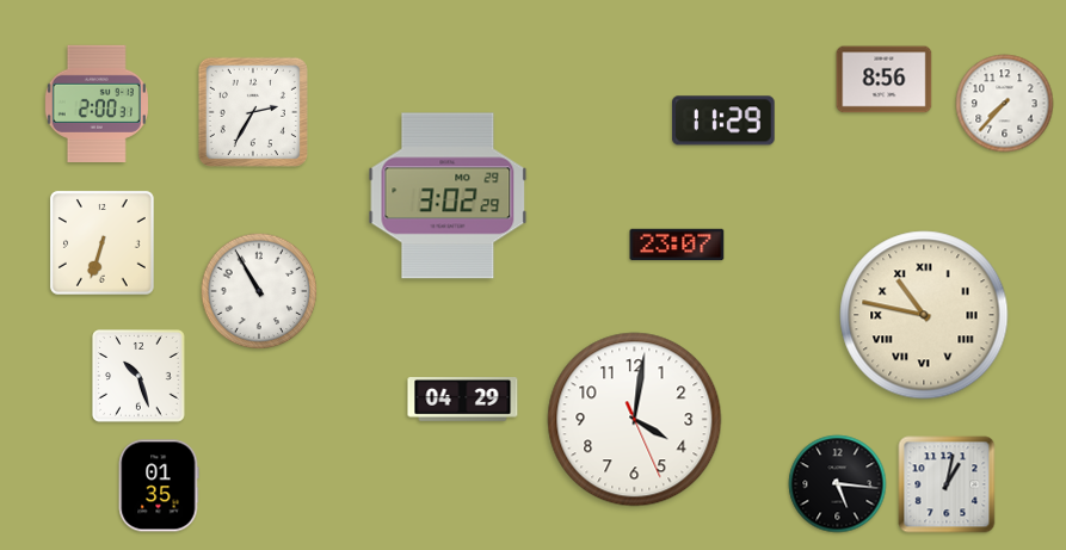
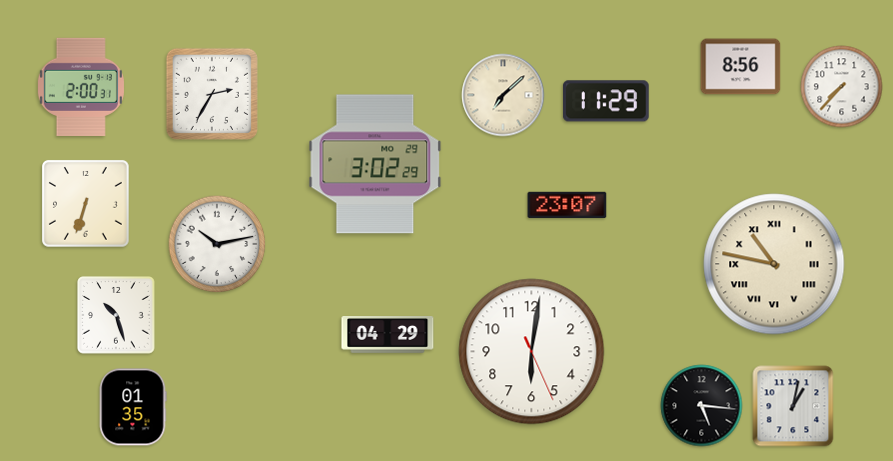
clock at (503, 95): none -> 7:08
clock at (259, 291): 10:55 -> 10:13
clock at (635, 420): 4:01 -> 6:01
